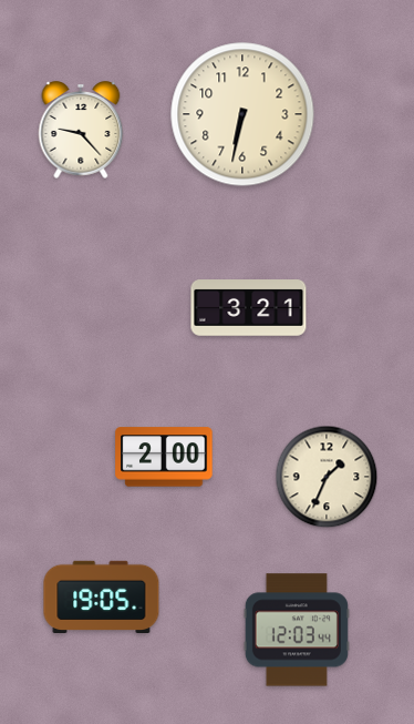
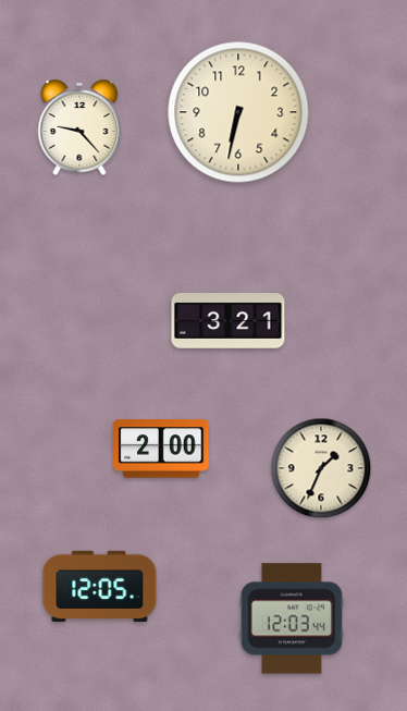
clock at (249, 308) position: (249, 308) -> (229, 321)
clock at (102, 598): 19:05 -> 12:05
